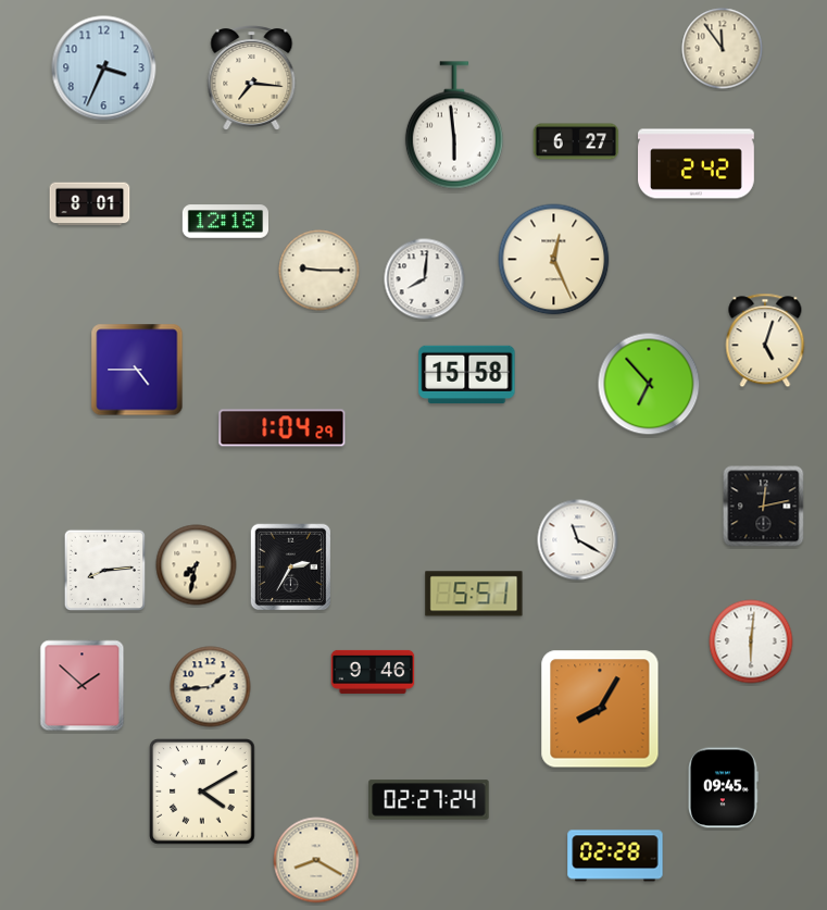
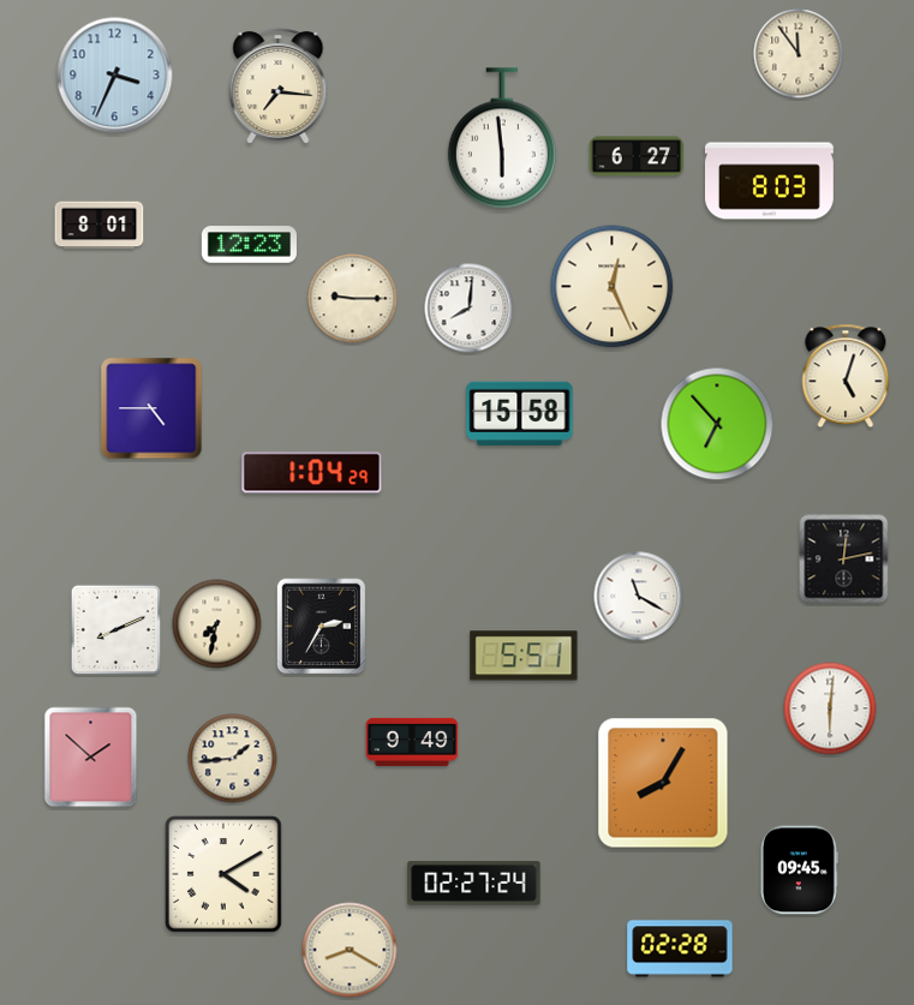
clock at (697, 164): 2:42 -> 8:03
clock at (225, 222): 12:18 -> 12:23
clock at (467, 374) position: (467, 374) -> (520, 413)
clock at (104, 570): 8:14 -> 8:11
clock at (373, 672): 9:46 -> 9:49
clock at (615, 856) position: (615, 856) -> (680, 949)
